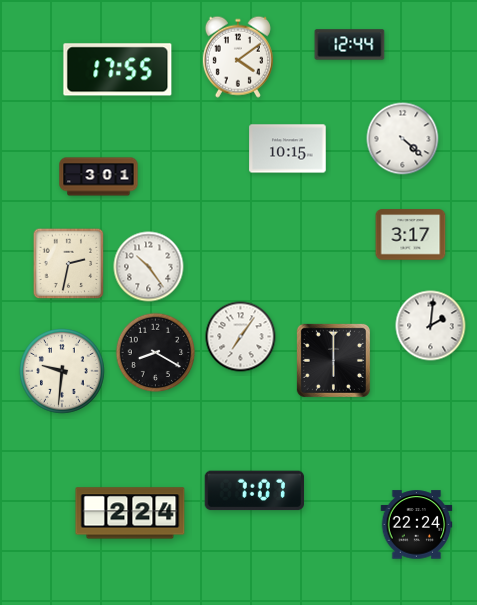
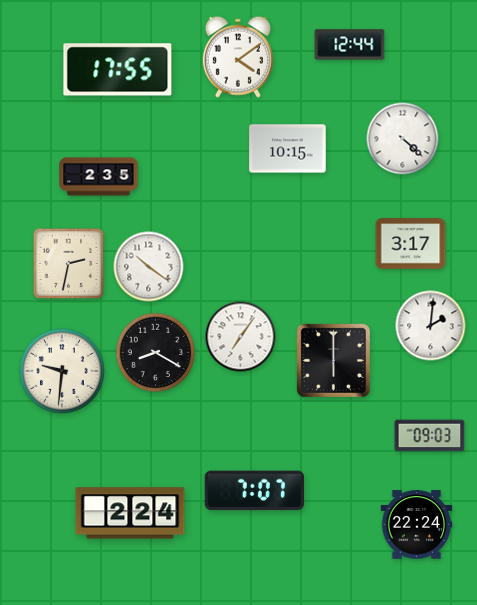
clock at (99, 177): 3:01 -> 2:35
clock at (411, 235) position: (411, 235) -> (411, 244)
clock at (149, 267): 10:24 -> 10:21
clock at (430, 436): none -> 09:03
